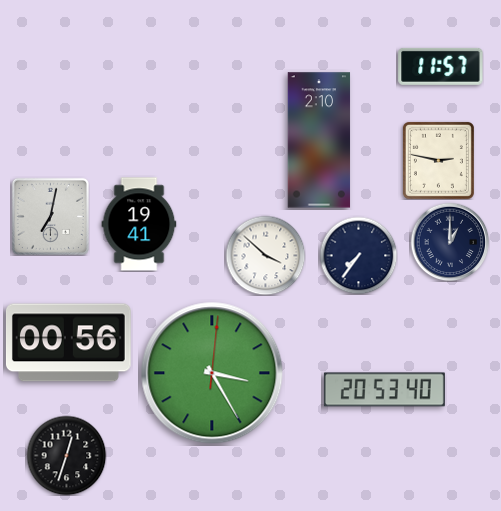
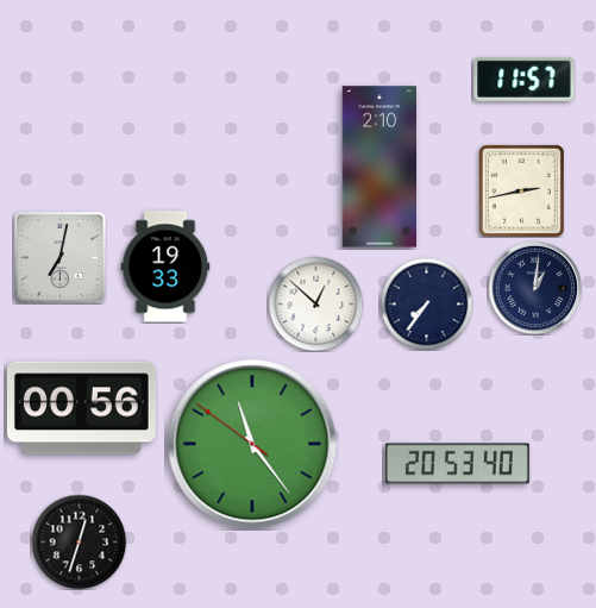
clock at (438, 160): 2:47 -> 2:43
clock at (139, 224): 19:41 -> 19:33
clock at (450, 242): 1:00 -> 1:01
clock at (265, 255): 3:52 -> 12:52
clock at (212, 373): 3:25 -> 11:23
